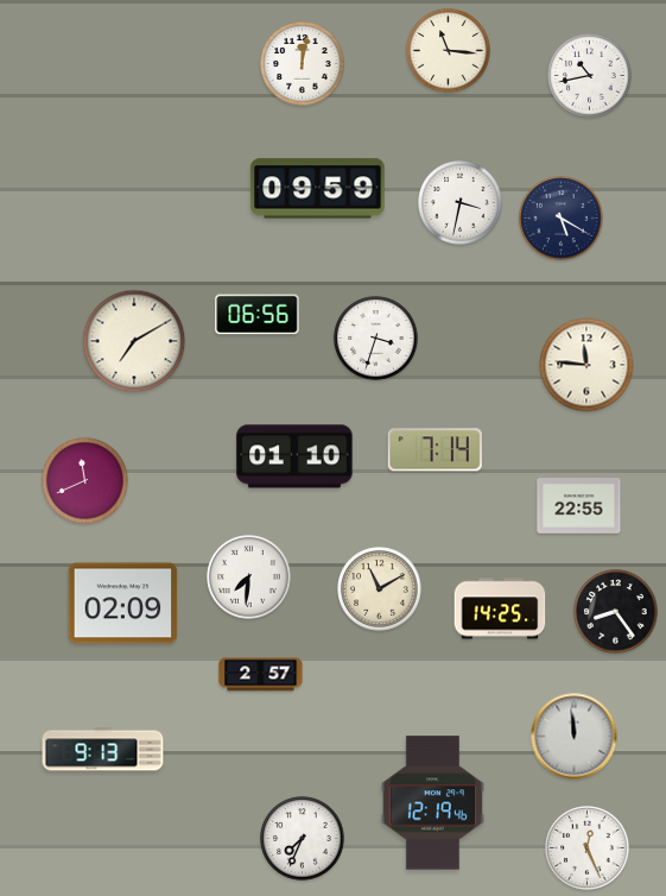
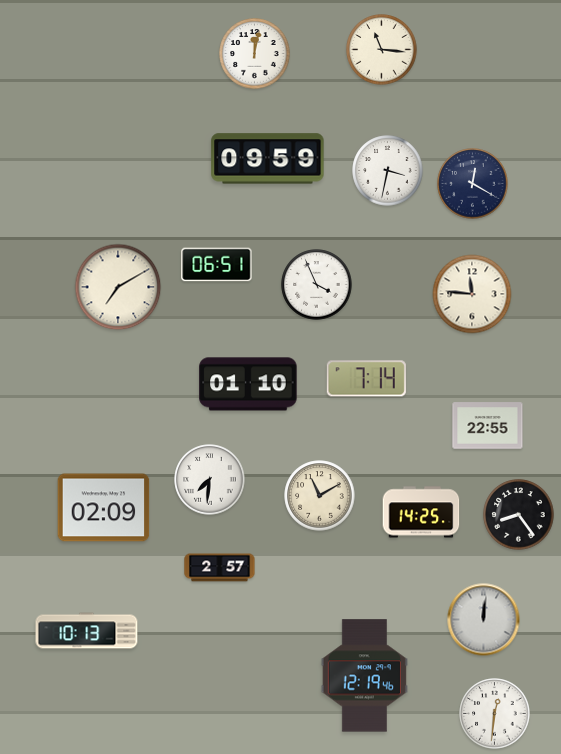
clock at (449, 51) position: (449, 51) -> (382, 50)
clock at (590, 76): 10:43 -> none
clock at (562, 219): 5:20 -> 12:20
clock at (258, 315): 06:56 -> 06:51
clock at (376, 339): 3:33 -> 3:56
clock at (134, 341) position: (134, 341) -> (118, 287)
clock at (586, 365) position: (586, 365) -> (472, 294)
clock at (85, 481): 11:41 -> none
clock at (249, 578) position: (249, 578) -> (210, 480)
clock at (575, 737): 11:59 -> 12:01
clock at (103, 750): 9:13 -> 10:13
clock at (303, 839): 7:34 -> none
clock at (588, 848): 12:26 -> 12:31
